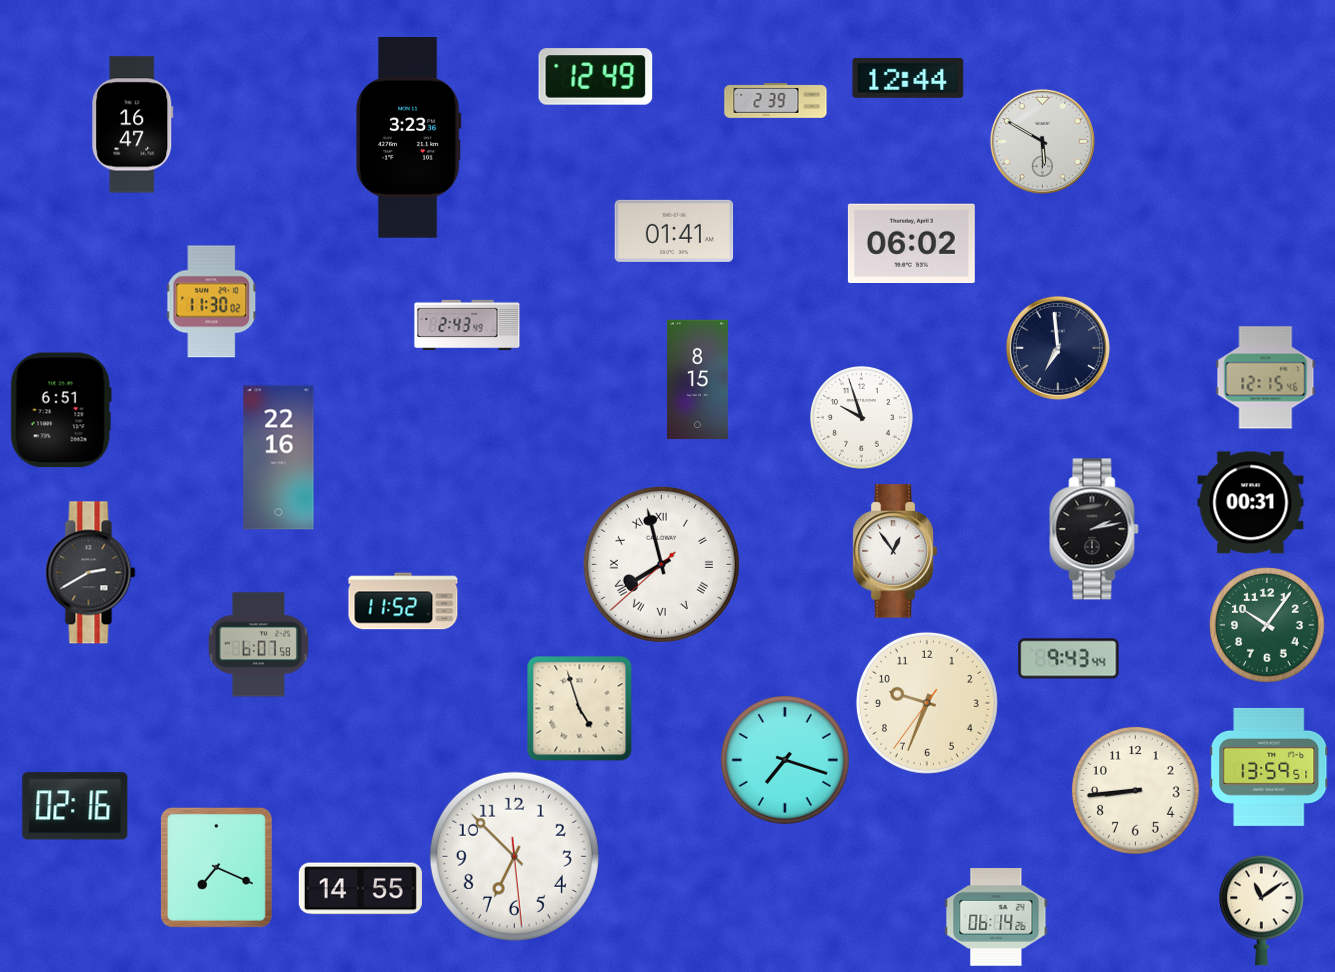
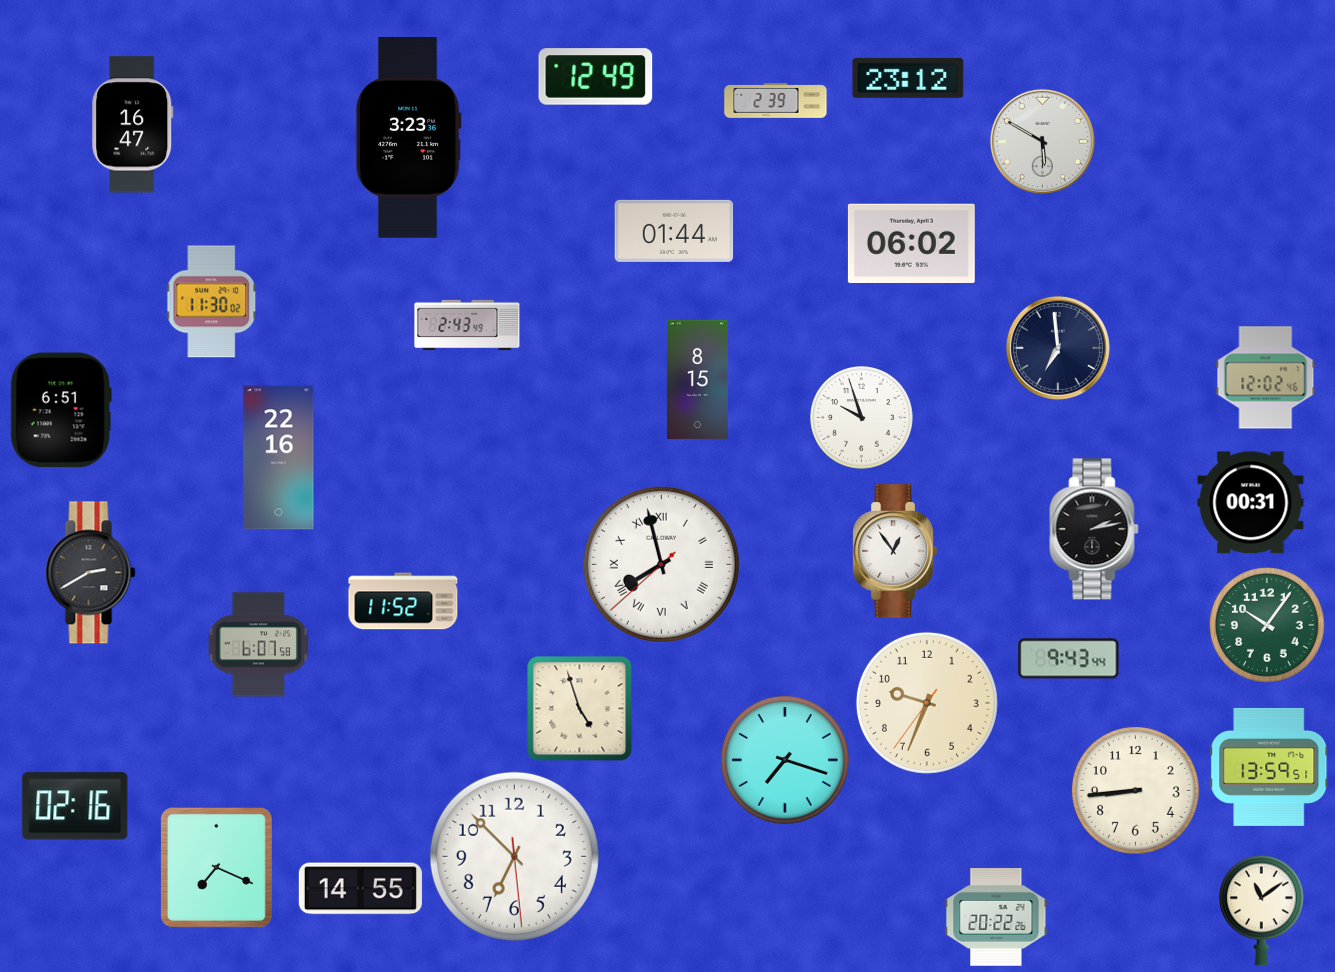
clock at (908, 78): 12:44 -> 23:12
clock at (674, 231): 01:41 -> 01:44
clock at (1266, 378): 12:15 -> 12:02
clock at (996, 918): 06:14 -> 20:22
